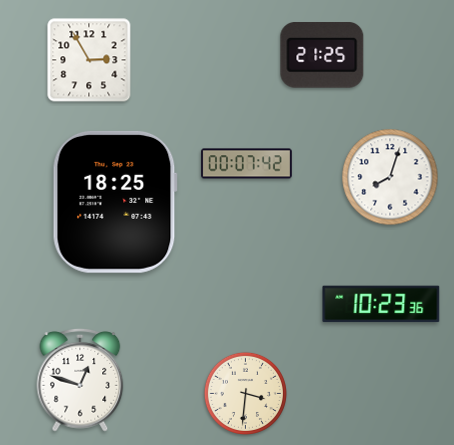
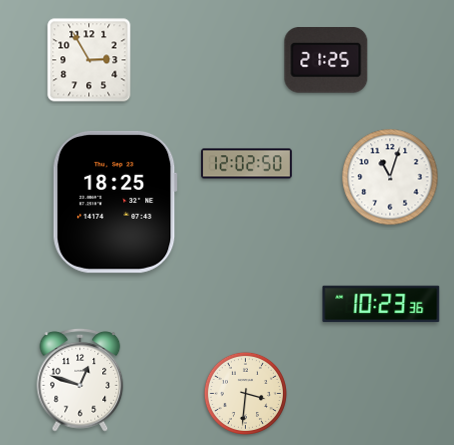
clock at (322, 56) position: (322, 56) -> (326, 61)
clock at (246, 164): 00:07 -> 12:02
clock at (390, 177): 8:03 -> 11:03
